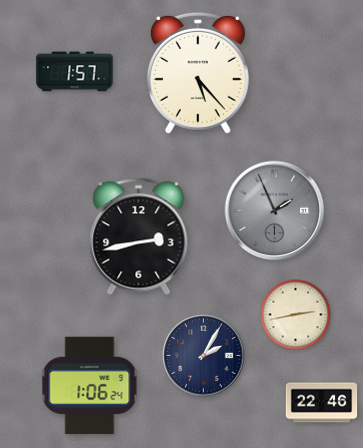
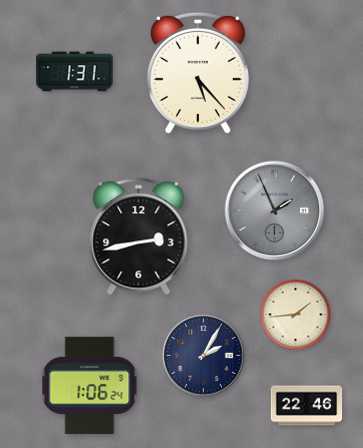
clock at (75, 72): 1:57 -> 1:31
clock at (296, 315): 2:43 -> 1:44
clock at (322, 403) position: (322, 403) -> (307, 406)
